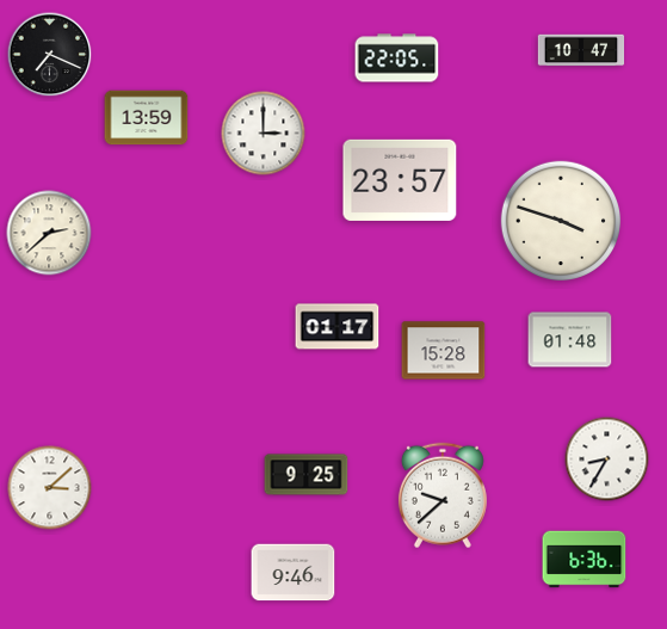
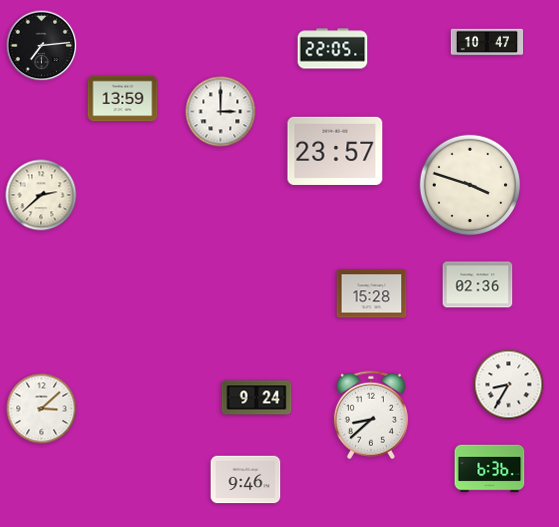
clock at (50, 55): 7:19 -> 7:14
clock at (338, 327): 01:17 -> none
clock at (570, 340): 01:48 -> 02:36
clock at (307, 475): 9:25 -> 9:24
clock at (443, 495): 9:38 -> 8:38
